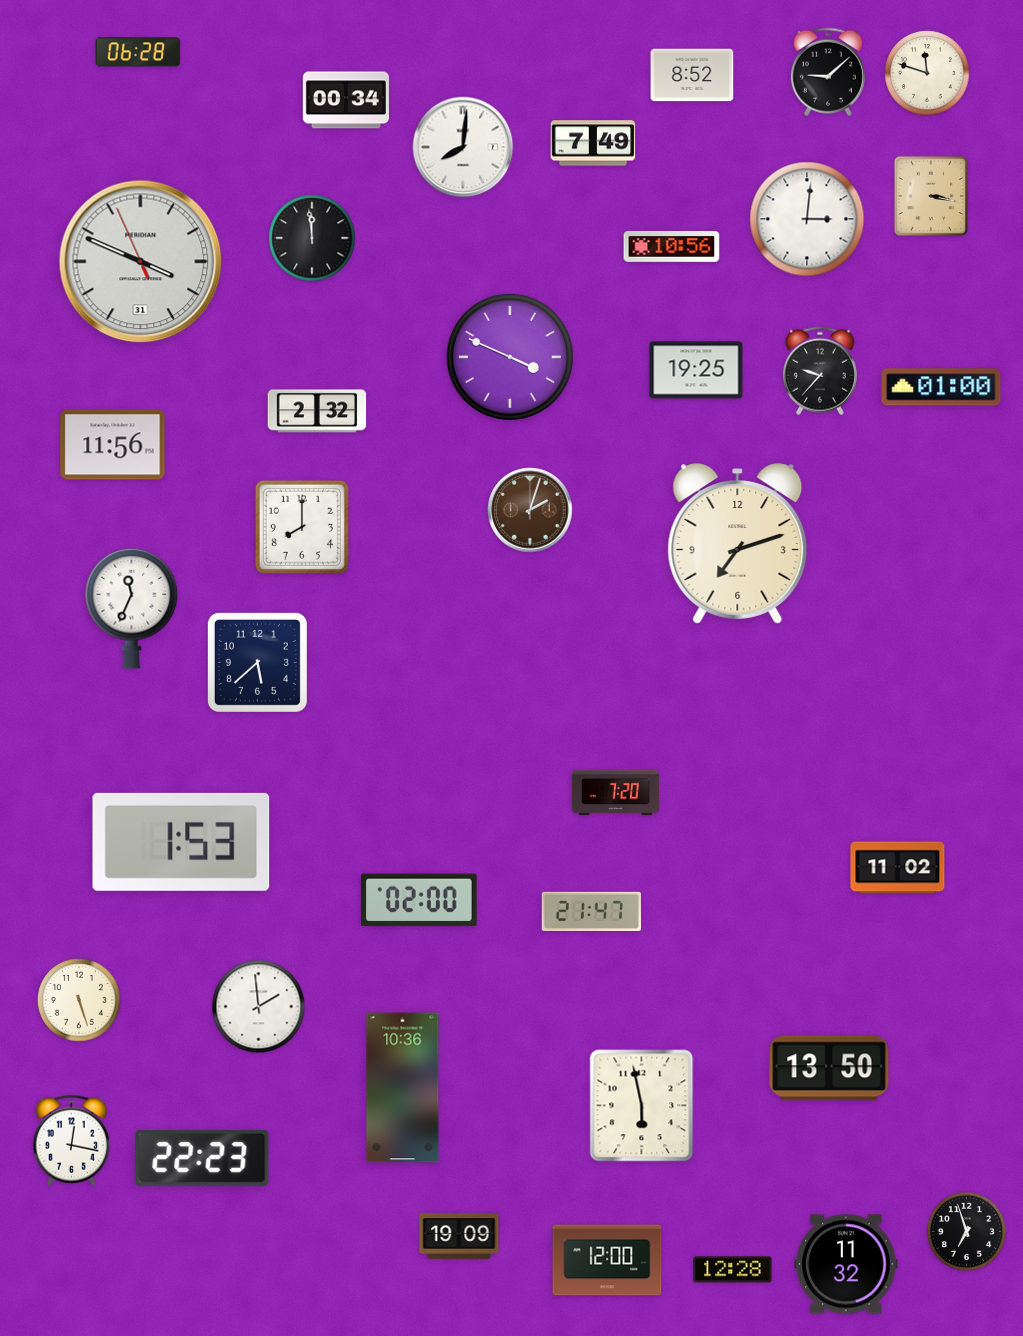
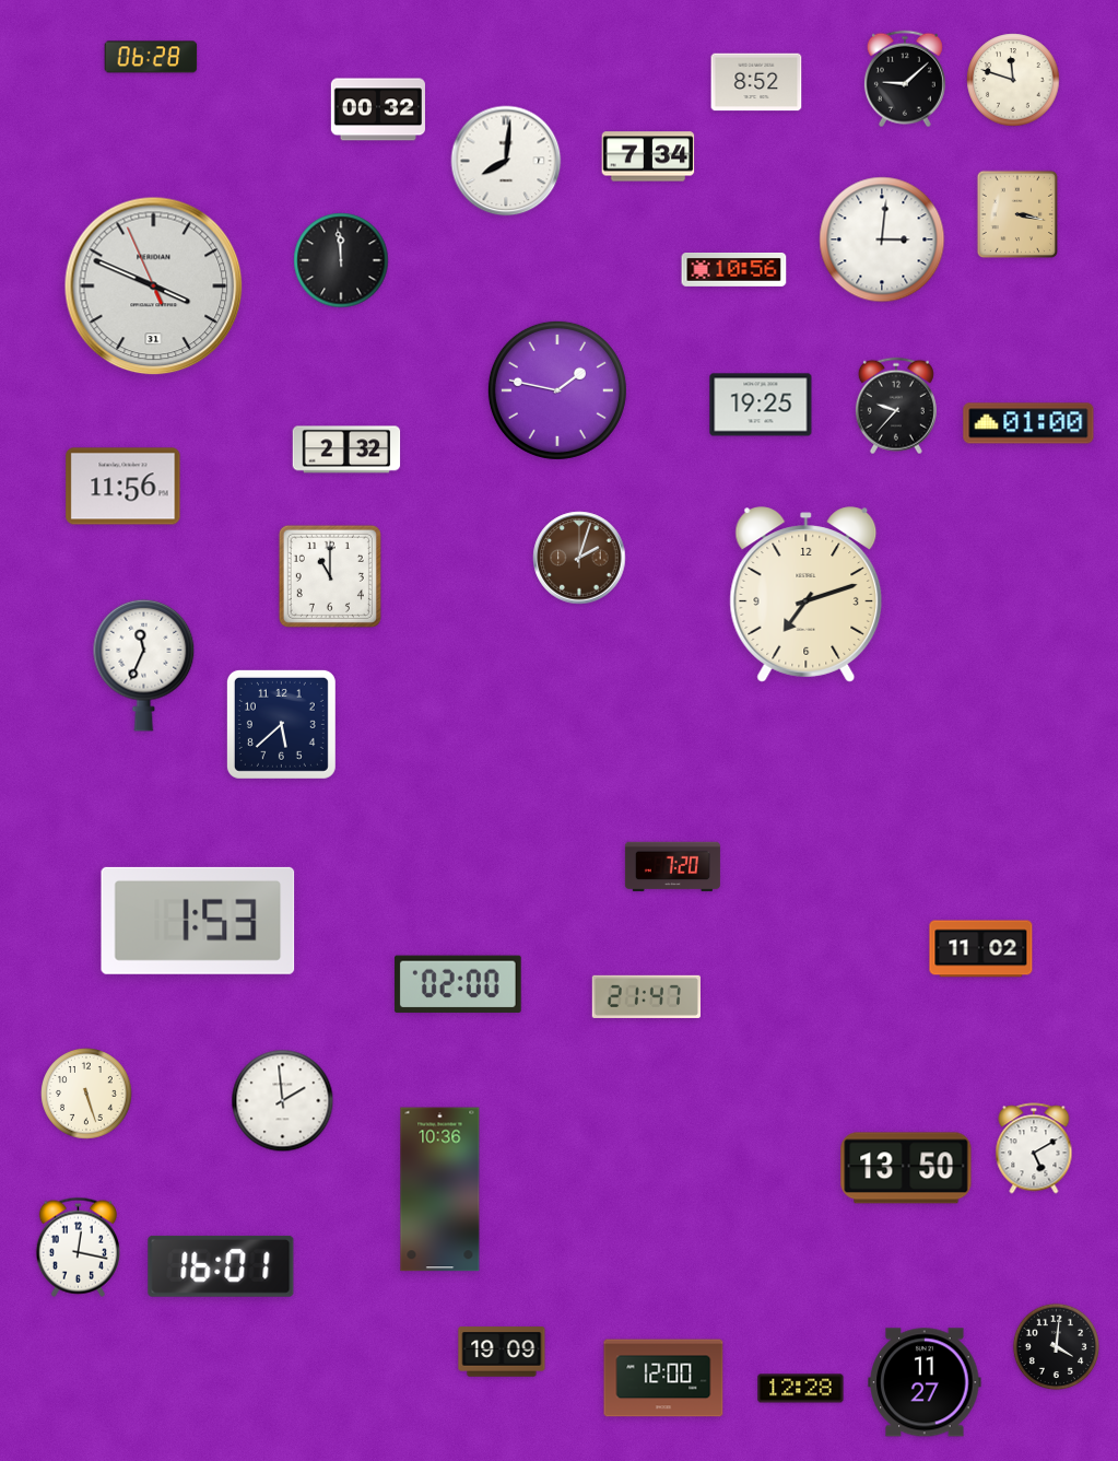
clock at (346, 100): 00:34 -> 00:32
clock at (593, 143): 7:49 -> 7:34
clock at (510, 357): 3:49 -> 1:47
clock at (302, 527): 8:00 -> 11:00
clock at (1034, 1148): none -> 5:10
clock at (642, 1106): 5:58 -> none
clock at (202, 1158): 22:23 -> 16:01
clock at (966, 1231): 6:57 -> 4:01
clock at (846, 1264): 11:32 -> 11:27
